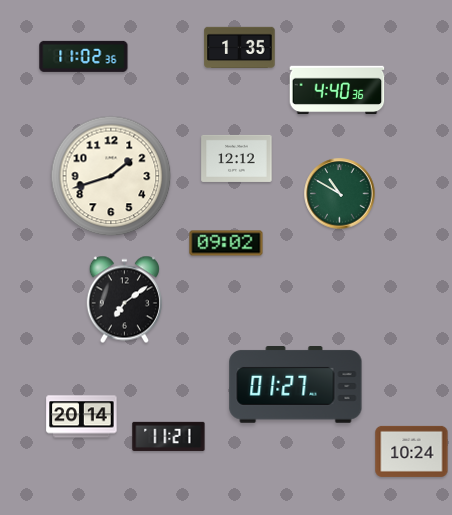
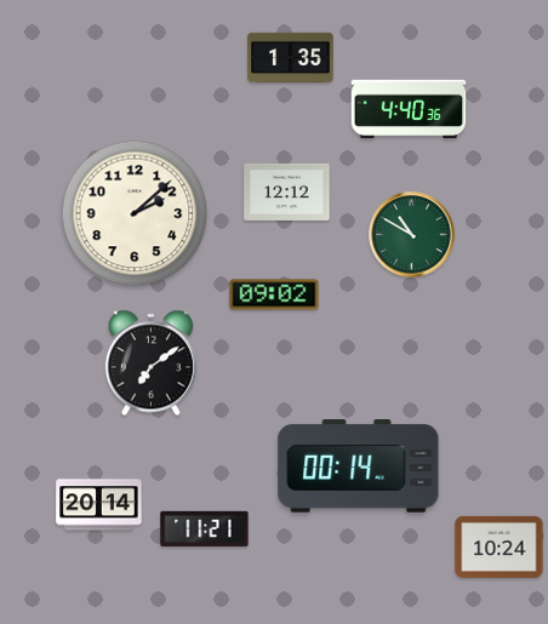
clock at (84, 56): 11:02 -> none
clock at (111, 176): 1:42 -> 2:08
clock at (296, 385): 01:27 -> 00:14
